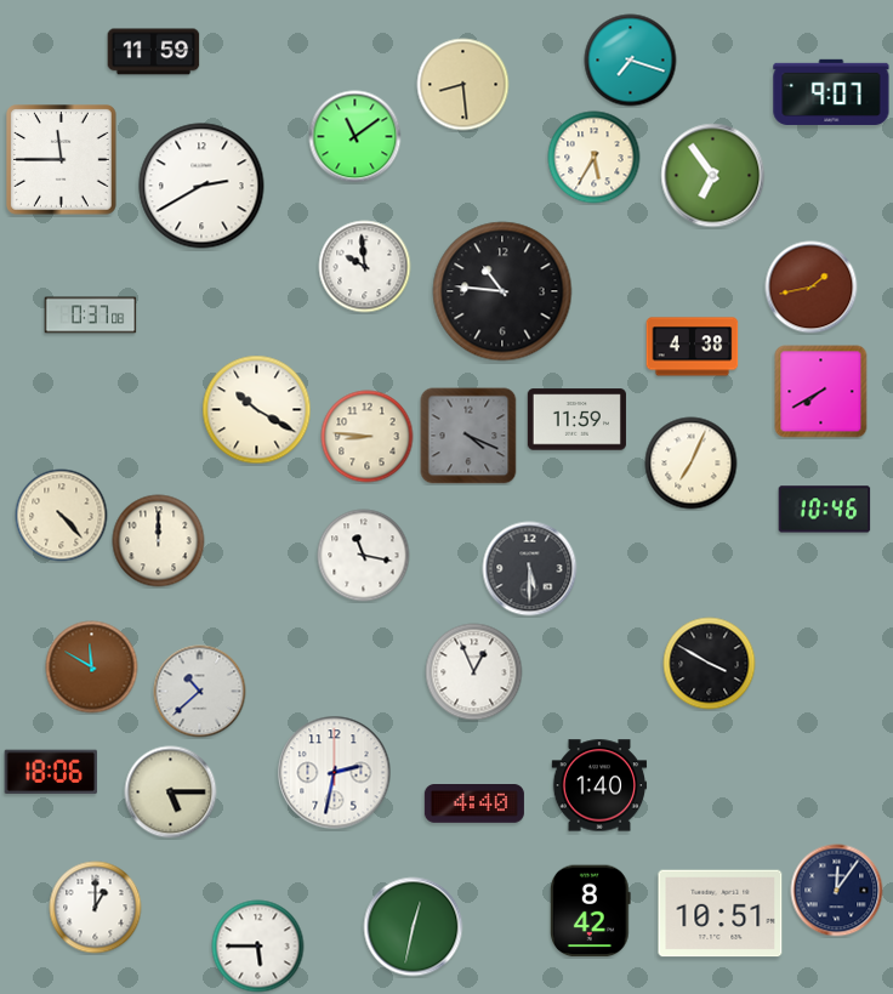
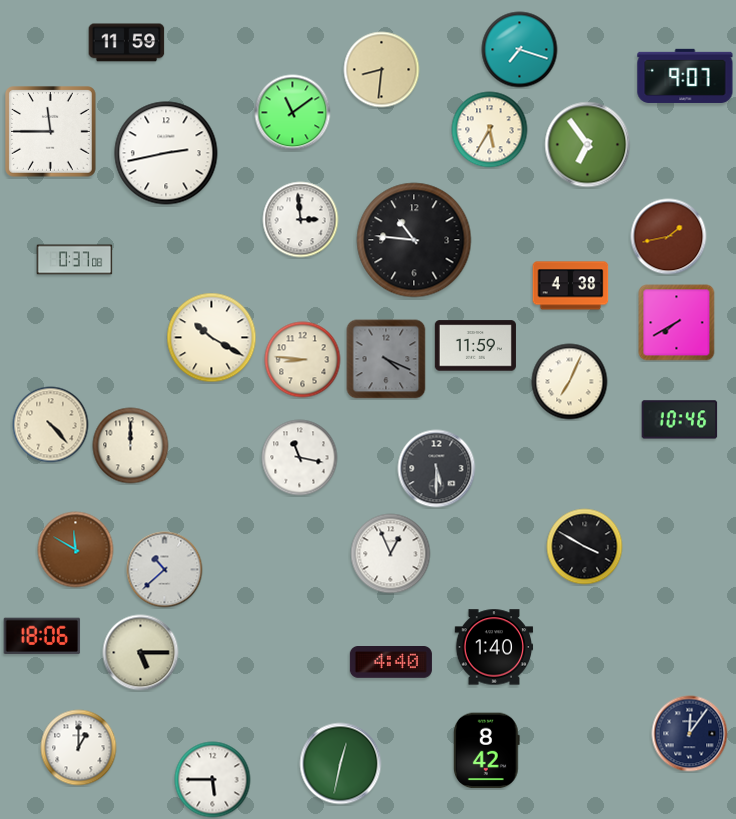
clock at (463, 85): 8:29 -> 8:31
clock at (201, 186): 2:40 -> 2:43
clock at (365, 267): 9:59 -> 2:59
clock at (335, 773): 2:32 -> none
clock at (721, 914): 10:51 -> none
